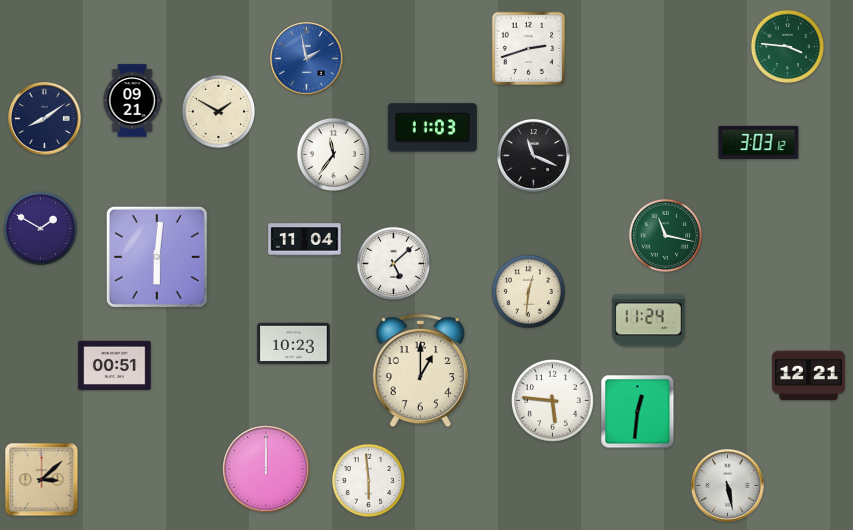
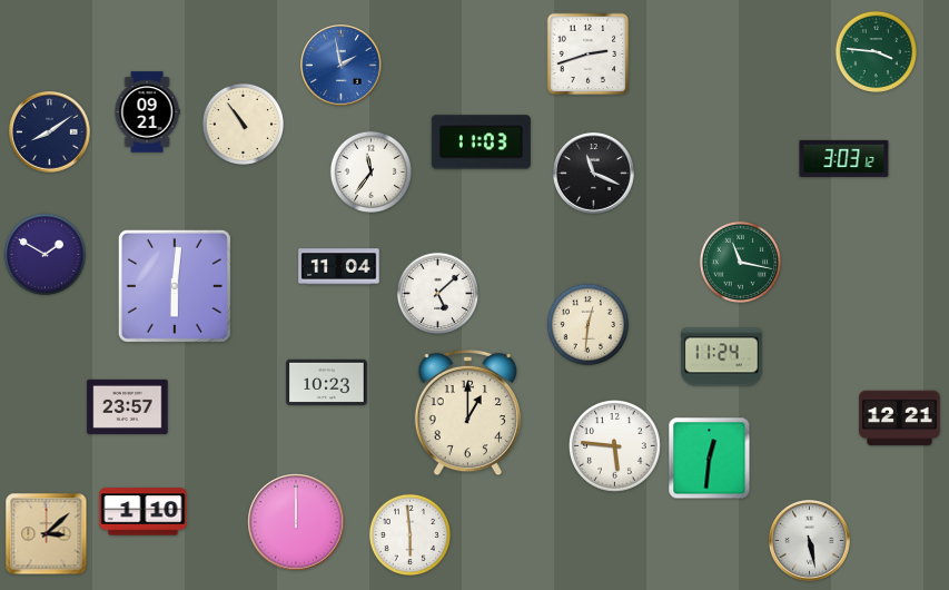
clock at (218, 111): 1:50 -> 10:54
clock at (115, 365): 00:51 -> 23:57
clock at (144, 512): none -> 1:10
